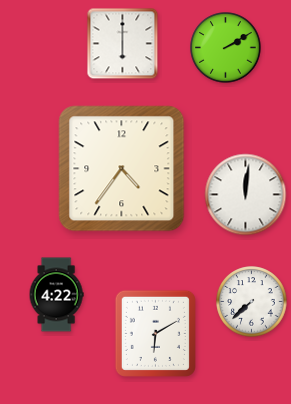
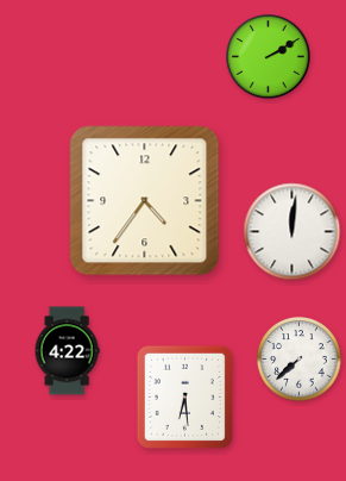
clock at (123, 44): 6:00 -> none
clock at (155, 333): 6:10 -> 6:29
